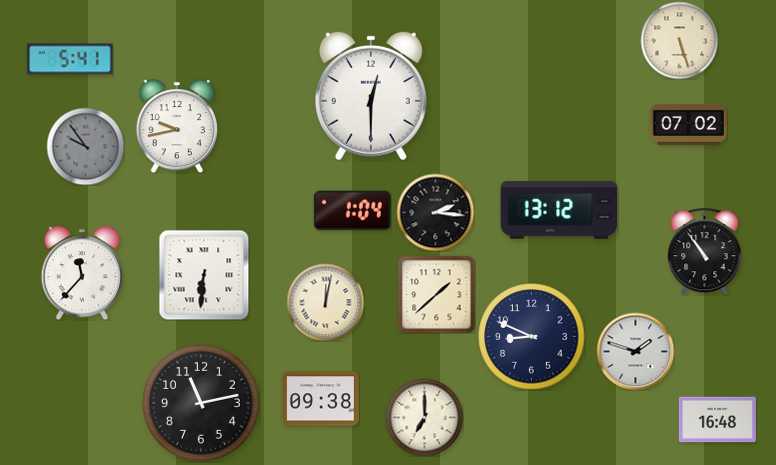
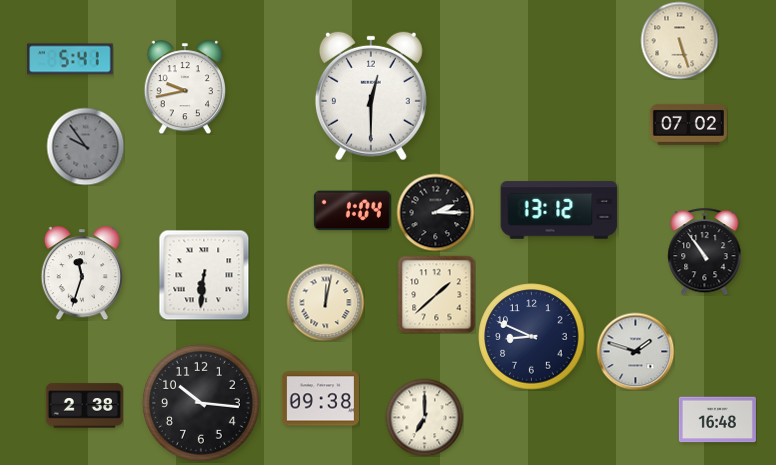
clock at (176, 126) position: (176, 126) -> (184, 87)
clock at (435, 212): 2:16 -> 2:15
clock at (81, 273): 11:37 -> 11:33
clock at (201, 403): 11:13 -> 10:16
clock at (84, 406): none -> 2:38
